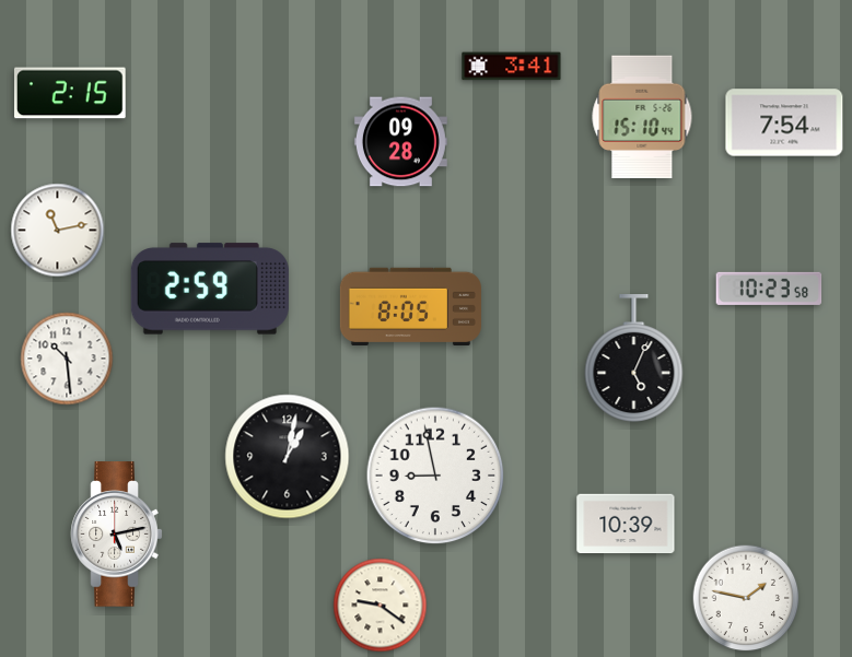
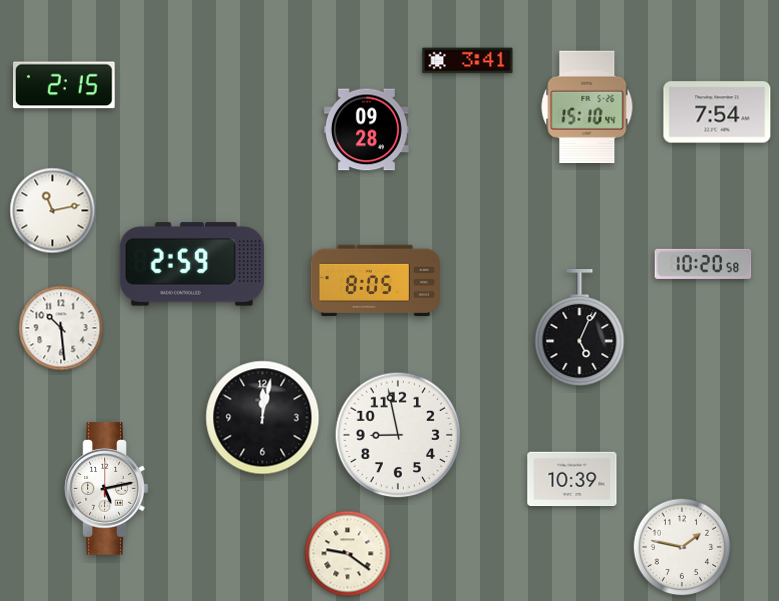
clock at (769, 289): 10:23 -> 10:20
clock at (288, 457): 1:02 -> 12:02
